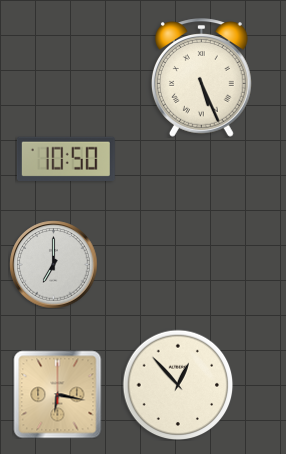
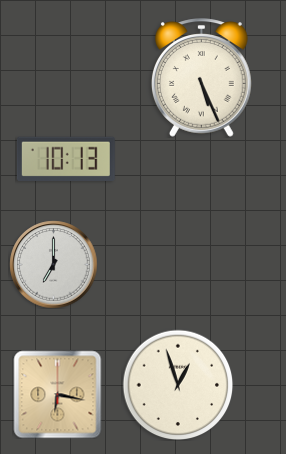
clock at (66, 158): 10:50 -> 10:13
clock at (178, 385): 12:53 -> 12:57
